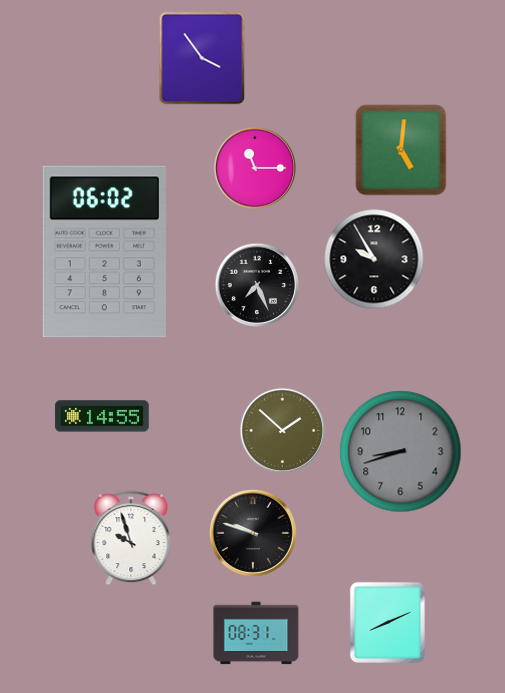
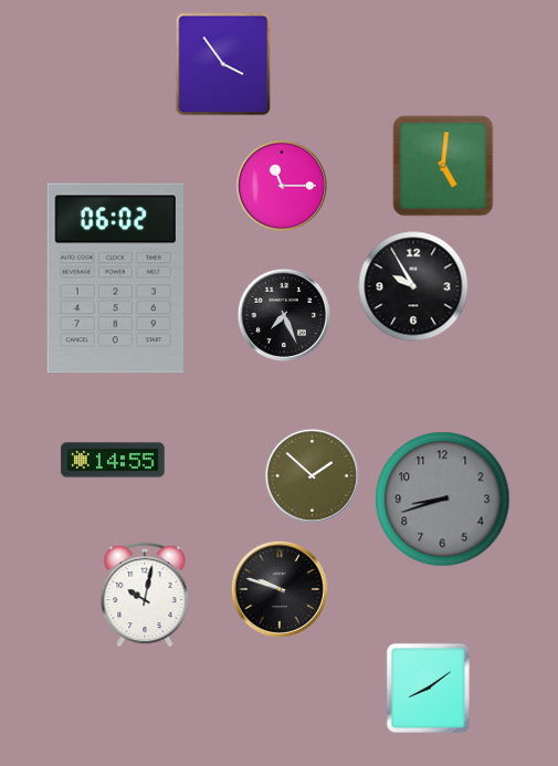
clock at (131, 538): 9:57 -> 10:02
clock at (387, 622): 8:11 -> 8:09
clock at (256, 633): 08:31 -> none
